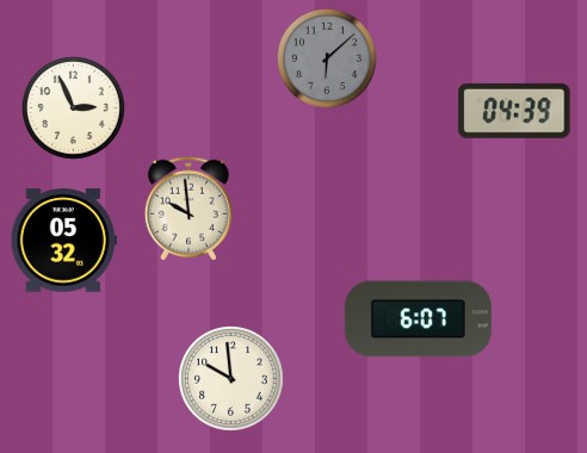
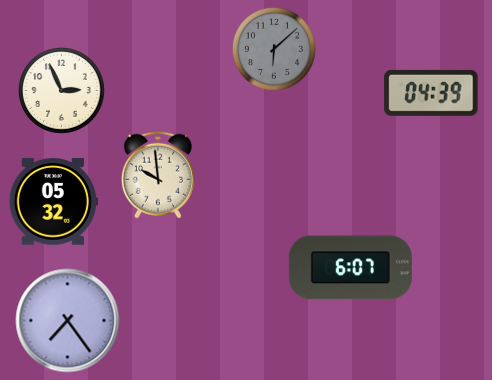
clock at (231, 379): 9:59 -> none
clock at (68, 321): none -> 7:24
